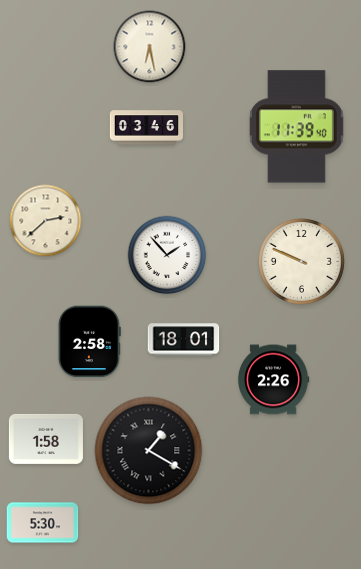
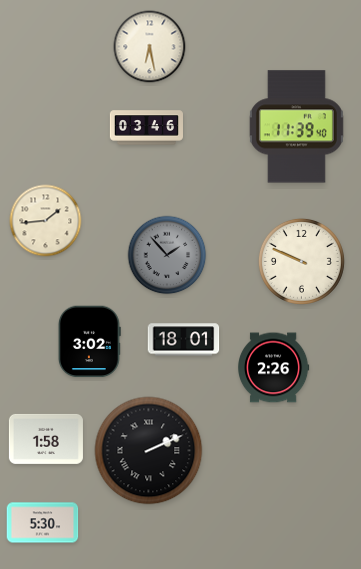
clock at (46, 221): 2:38 -> 1:44
clock at (167, 255) dial: white -> grey
clock at (89, 342): 2:58 -> 3:02
clock at (274, 380) position: (274, 380) -> (274, 368)
clock at (149, 451): 1:20 -> 2:11
